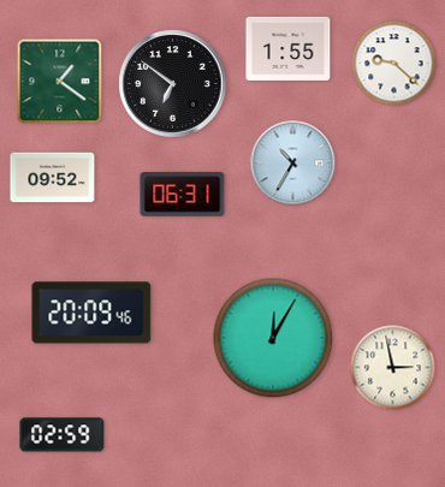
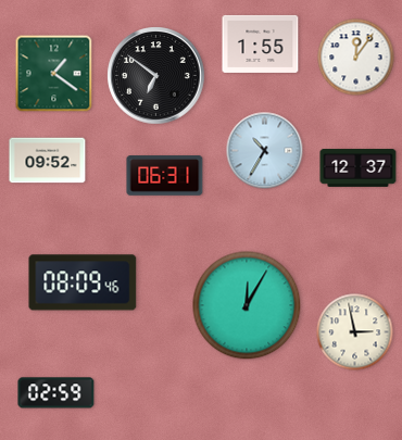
clock at (394, 64): 9:22 -> 12:06
clock at (293, 164) position: (293, 164) -> (265, 151)
clock at (359, 168): none -> 12:37
clock at (91, 313): 20:09 -> 08:09
